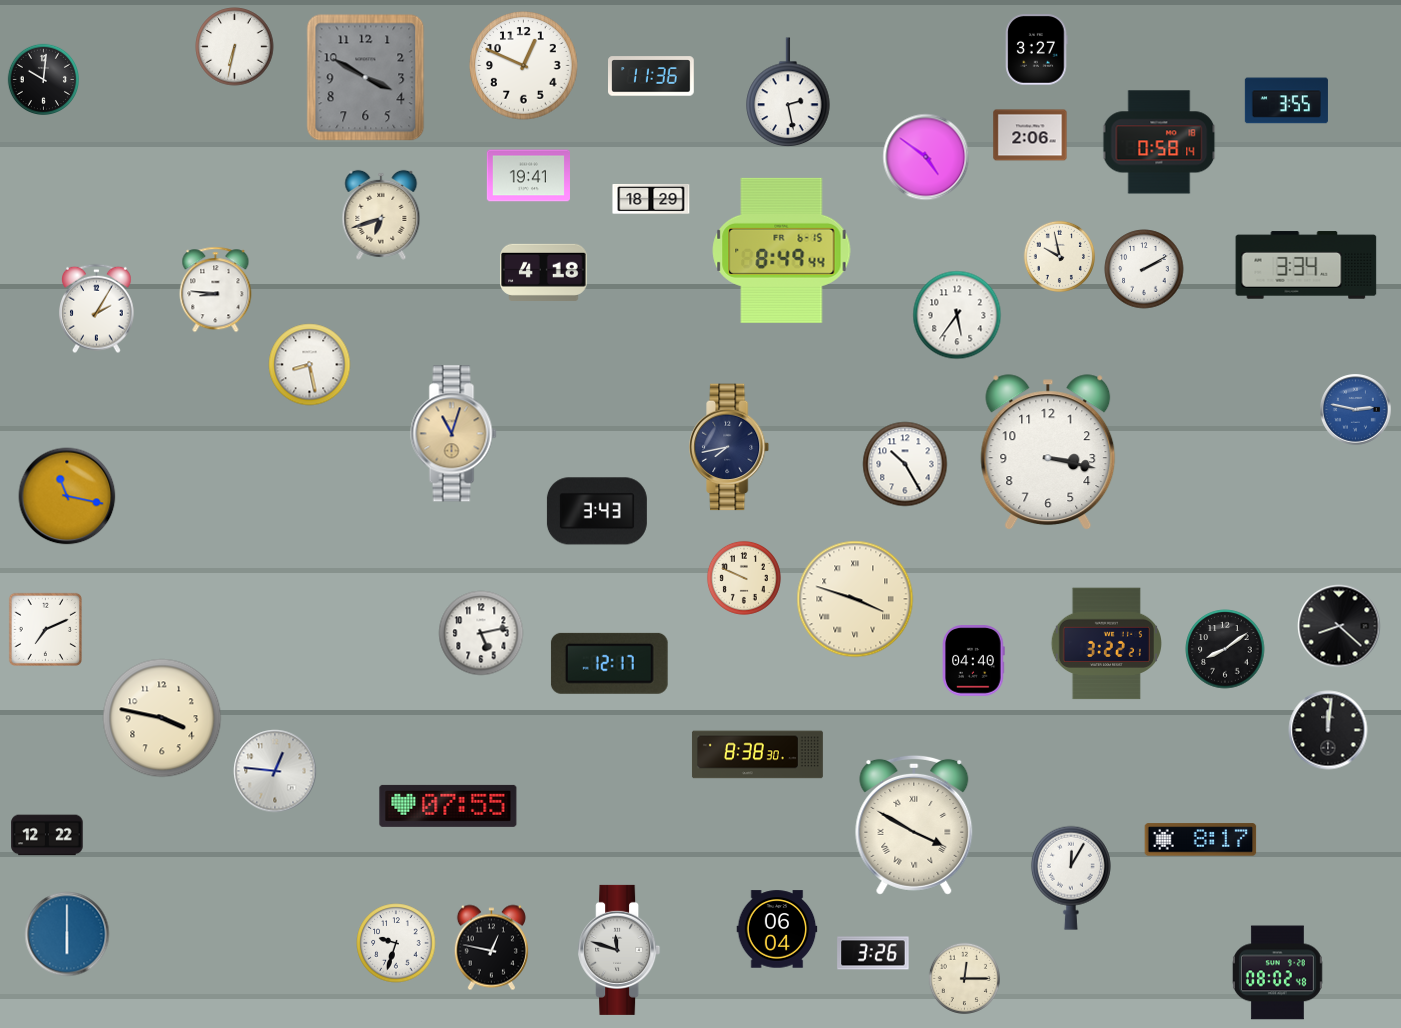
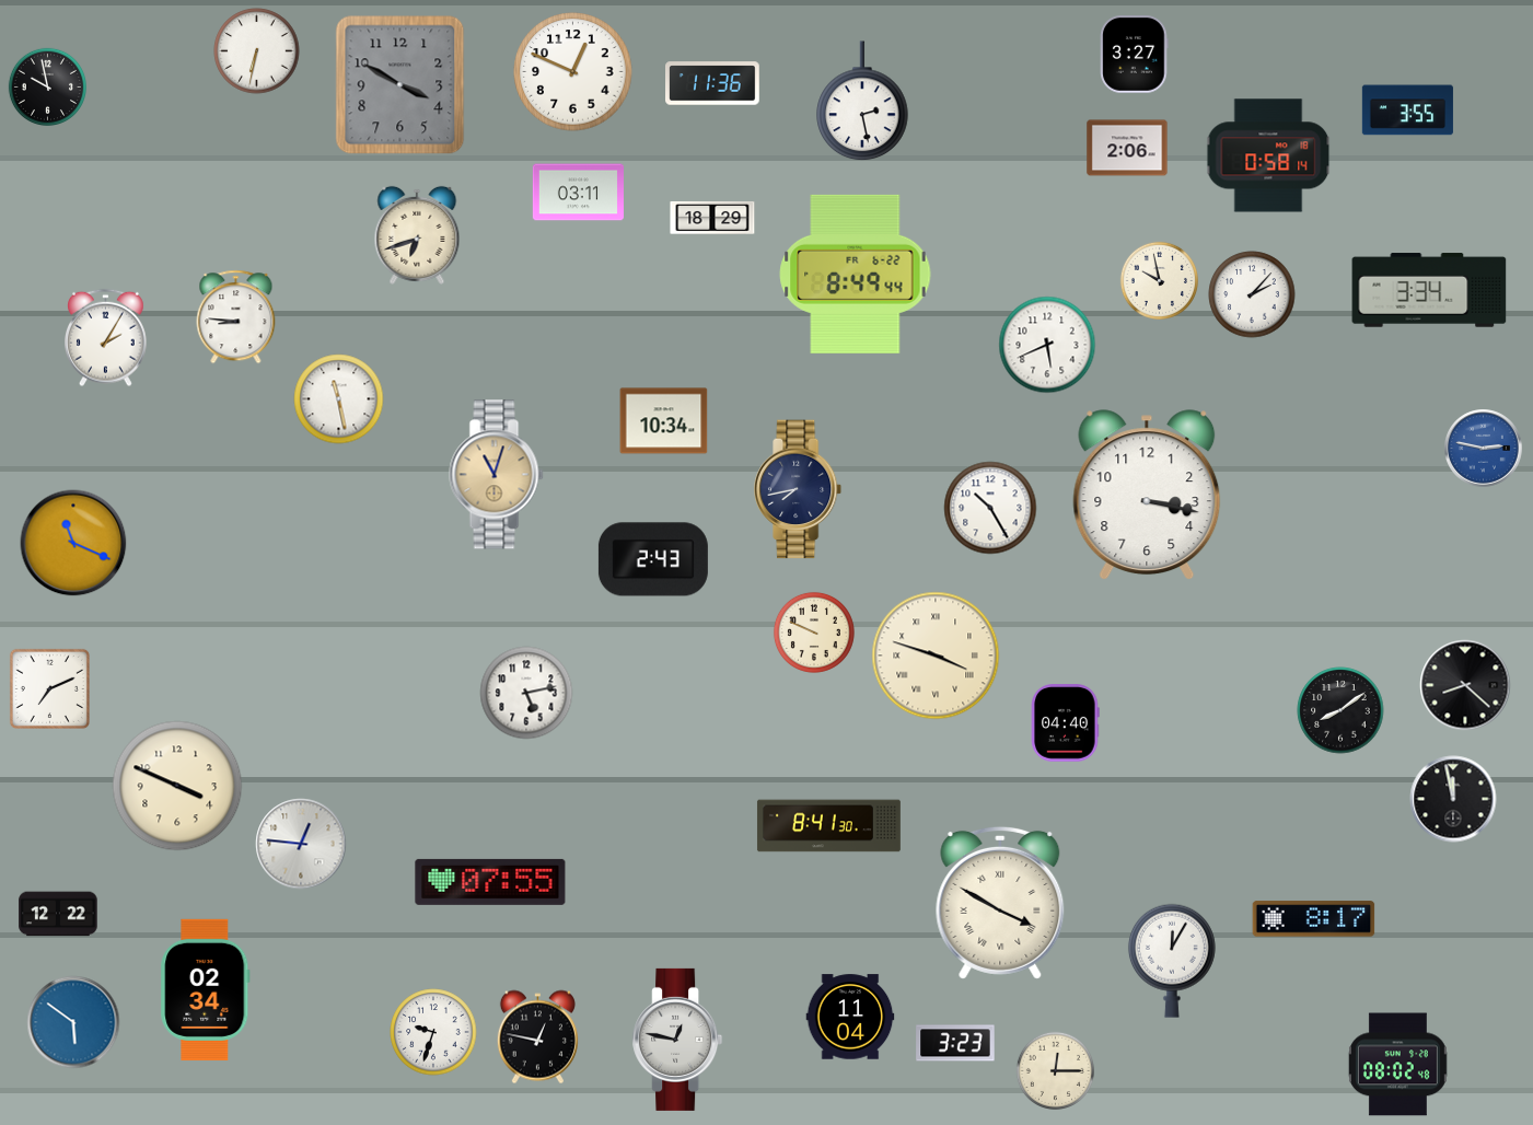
clock at (43, 79): 10:01 -> 9:58
clock at (926, 157): 4:51 -> none
clock at (528, 176): 19:41 -> 03:11
clock at (782, 250) date: FR 6-15 -> FR 6-22
clock at (1144, 269): 2:10 -> 2:07
clock at (544, 272): 4:18 -> none
clock at (957, 315): 5:36 -> 5:41
clock at (310, 365): 8:28 -> 11:28
clock at (664, 421): none -> 10:34
clock at (67, 496): 11:17 -> 11:19
clock at (597, 511): 3:43 -> 2:43
clock at (1106, 644): 3:22 -> none
clock at (609, 663): 12:17 -> none
clock at (162, 718): 3:47 -> 3:49
clock at (1328, 730): 12:01 -> 11:58
clock at (757, 755): 8:38 -> 8:41
clock at (47, 835) position: (47, 835) -> (58, 914)
clock at (206, 989): none -> 02:34
clock at (777, 929): 06:04 -> 11:04
clock at (67, 934): 6:00 -> 5:51
clock at (619, 950): 11:48 -> 12:47
clock at (873, 953): 3:26 -> 3:23
